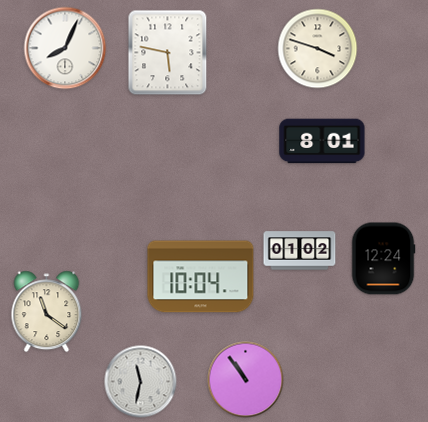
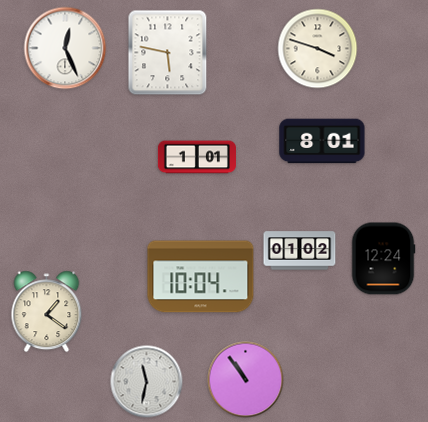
clock at (65, 48): 8:04 -> 12:26
clock at (197, 157): none -> 1:01
clock at (47, 312): 11:21 -> 1:21
clock at (141, 382) position: (141, 382) -> (147, 382)
